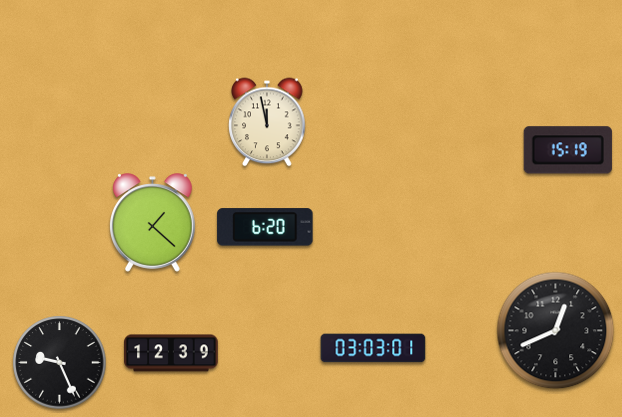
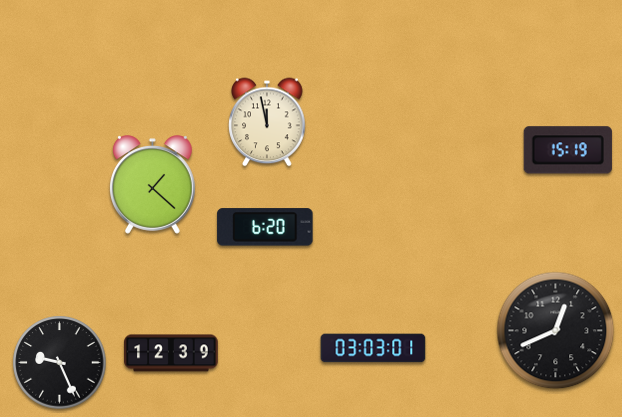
clock at (153, 223) position: (153, 223) -> (153, 185)
